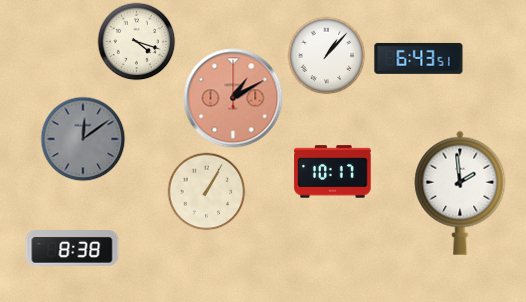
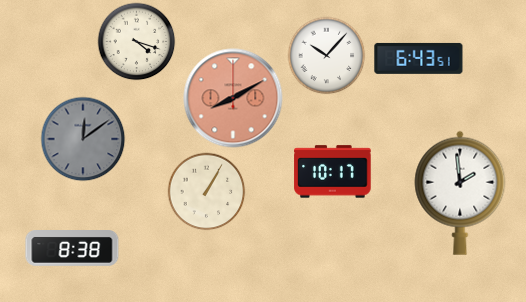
clock at (326, 55): 1:07 -> 10:07
clock at (233, 98): 1:10 -> 8:10
